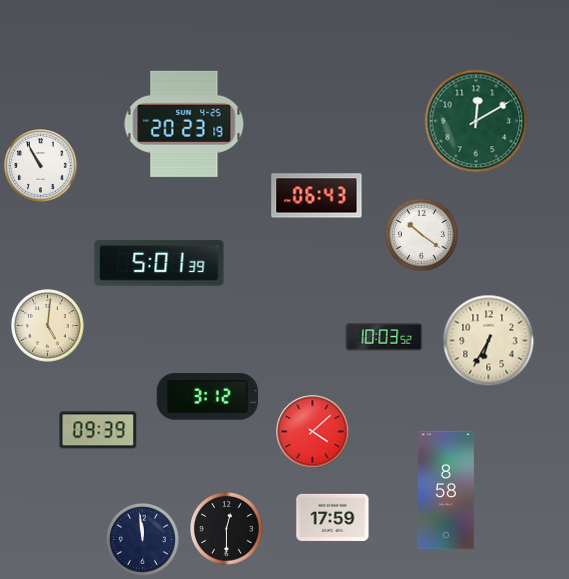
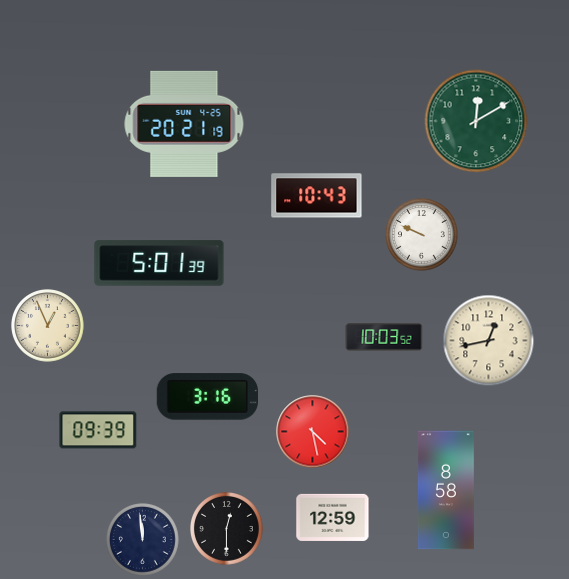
clock at (184, 124): 20:23 -> 20:21
clock at (41, 166): 10:55 -> none
clock at (317, 196): 06:43 -> 10:43
clock at (422, 235): 10:21 -> 9:49
clock at (48, 326): 5:01 -> 12:56
clock at (489, 341): 6:35 -> 12:43
clock at (207, 397): 3:12 -> 3:16
clock at (313, 432): 4:08 -> 4:28
clock at (333, 517): 17:59 -> 12:59
